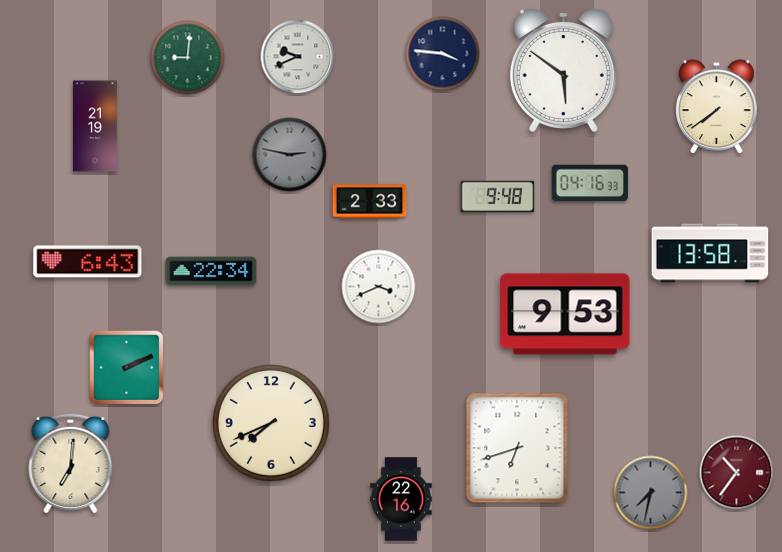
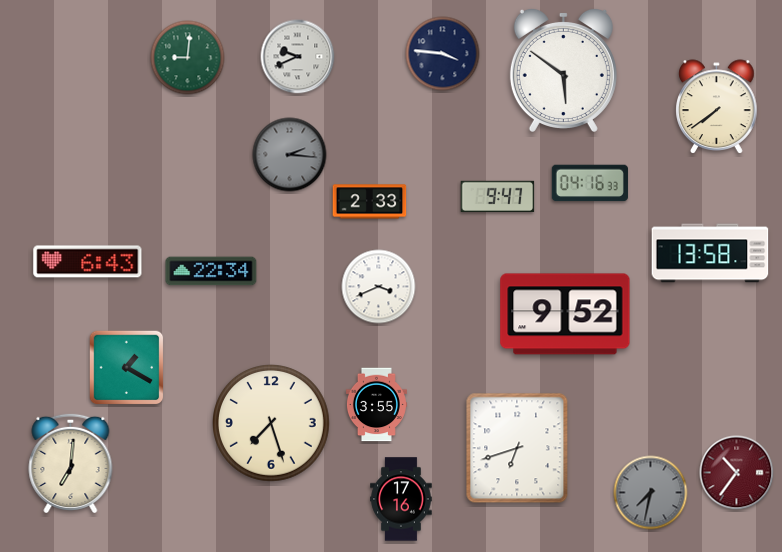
clock at (96, 126): 21:19 -> none
clock at (290, 155): 2:47 -> 2:16
clock at (498, 197): 9:48 -> 9:47
clock at (565, 314): 9:53 -> 9:52
clock at (127, 368): 2:11 -> 1:20
clock at (376, 405): none -> 3:55
clock at (272, 424): 7:41 -> 7:27
clock at (401, 499): 22:16 -> 17:16
